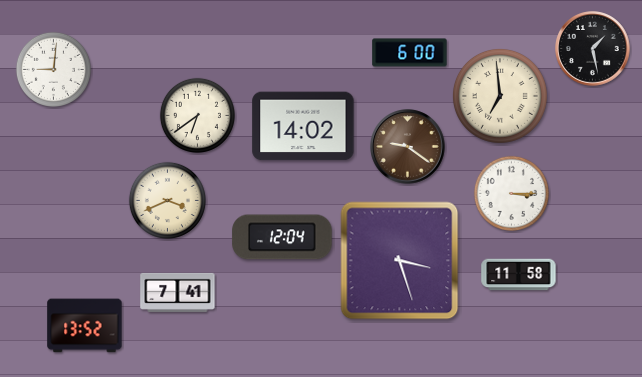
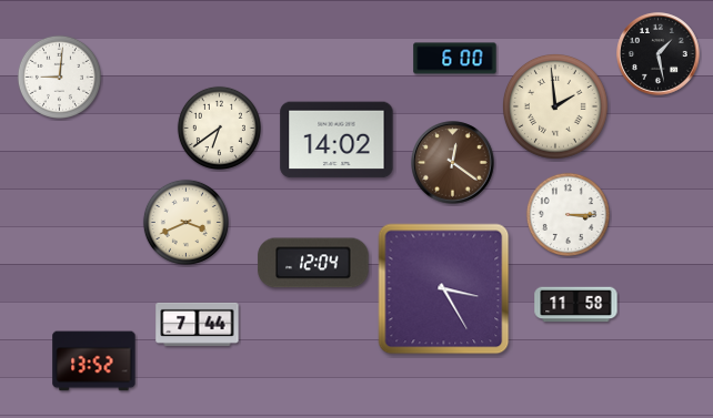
clock at (500, 96): 6:59 -> 1:59
clock at (408, 147): 9:21 -> 12:21
clock at (400, 261): 3:27 -> 3:25
clock at (178, 292): 7:41 -> 7:44
